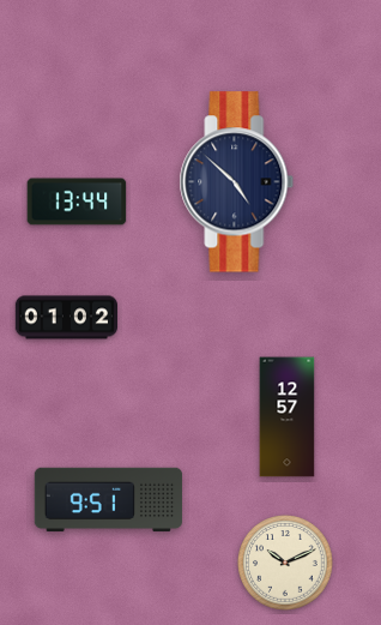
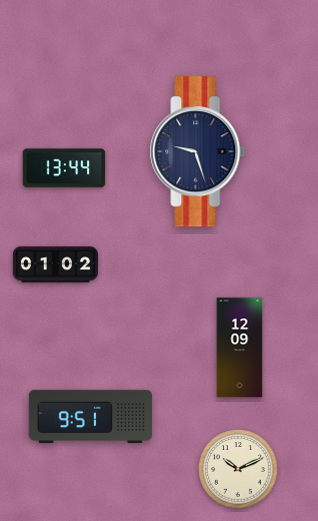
clock at (237, 182): 4:52 -> 9:27
clock at (288, 417): 12:57 -> 12:09
